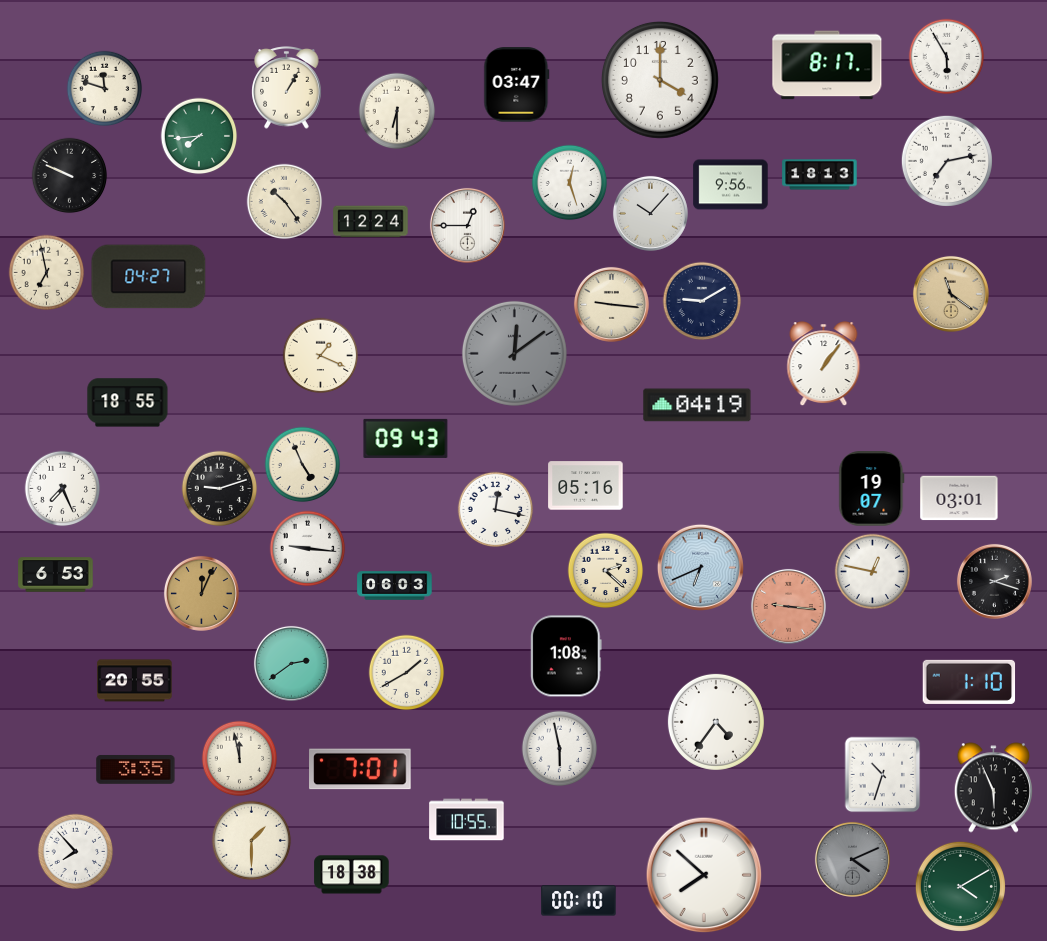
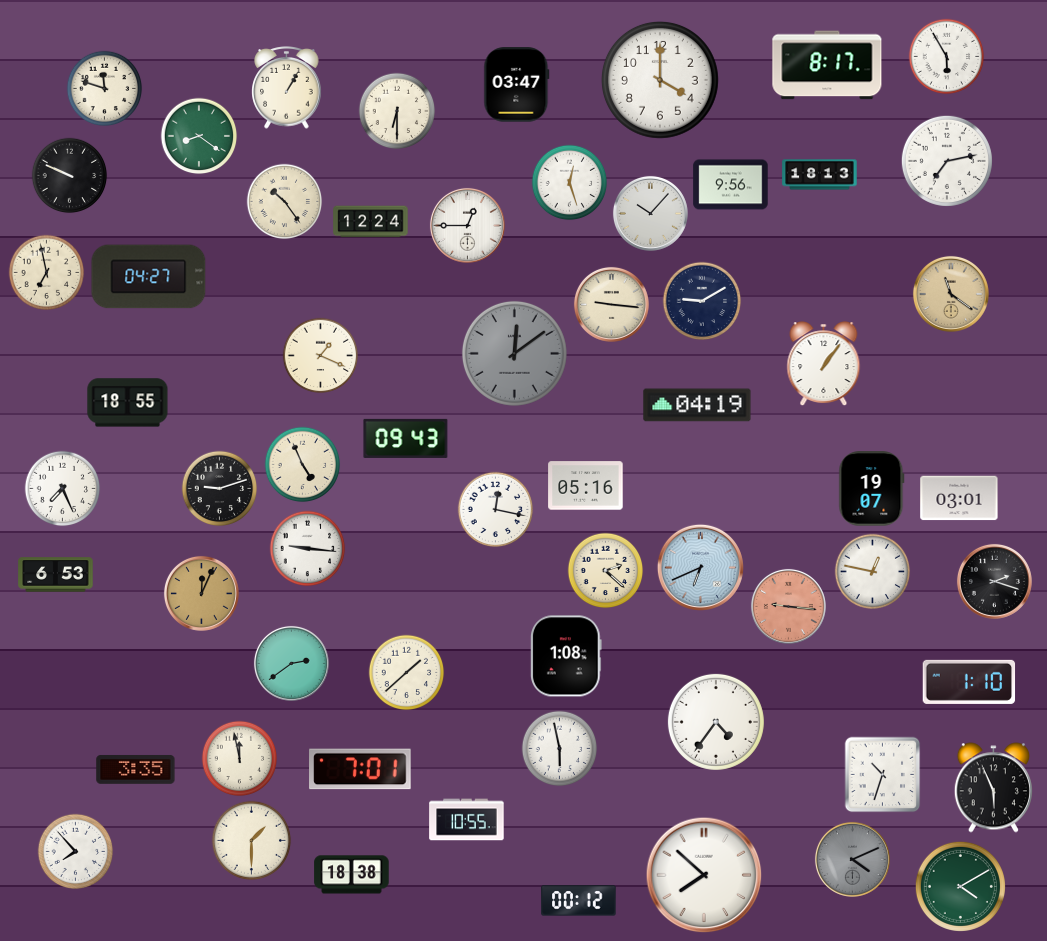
clock at (199, 136): 7:44 -> 8:21
clock at (395, 586): 06:03 -> none
clock at (407, 673): 1:40 -> 1:38
clock at (135, 681): 20:55 -> none
clock at (579, 901): 00:10 -> 00:12
